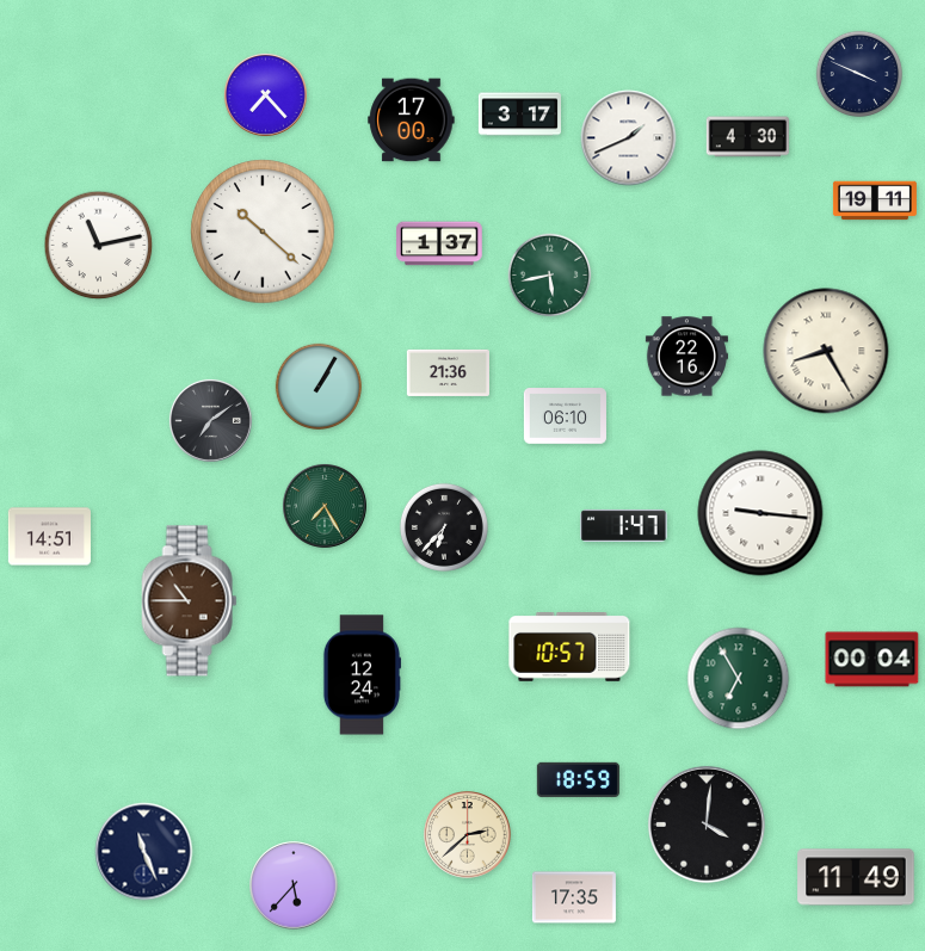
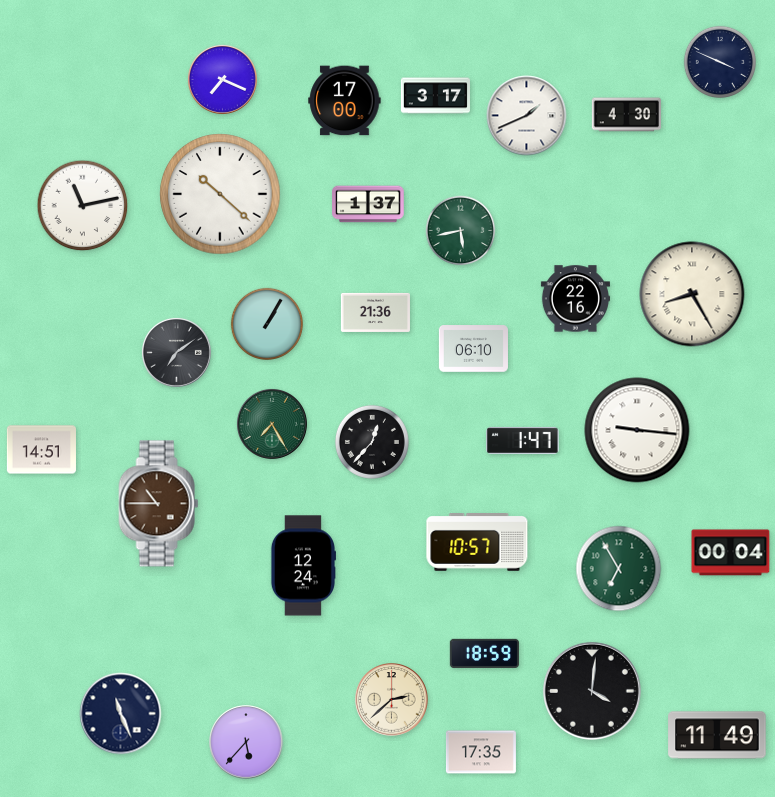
clock at (265, 94): 7:23 -> 7:19
clock at (875, 200): 19:11 -> none
clock at (444, 527): 6:37 -> 12:37
